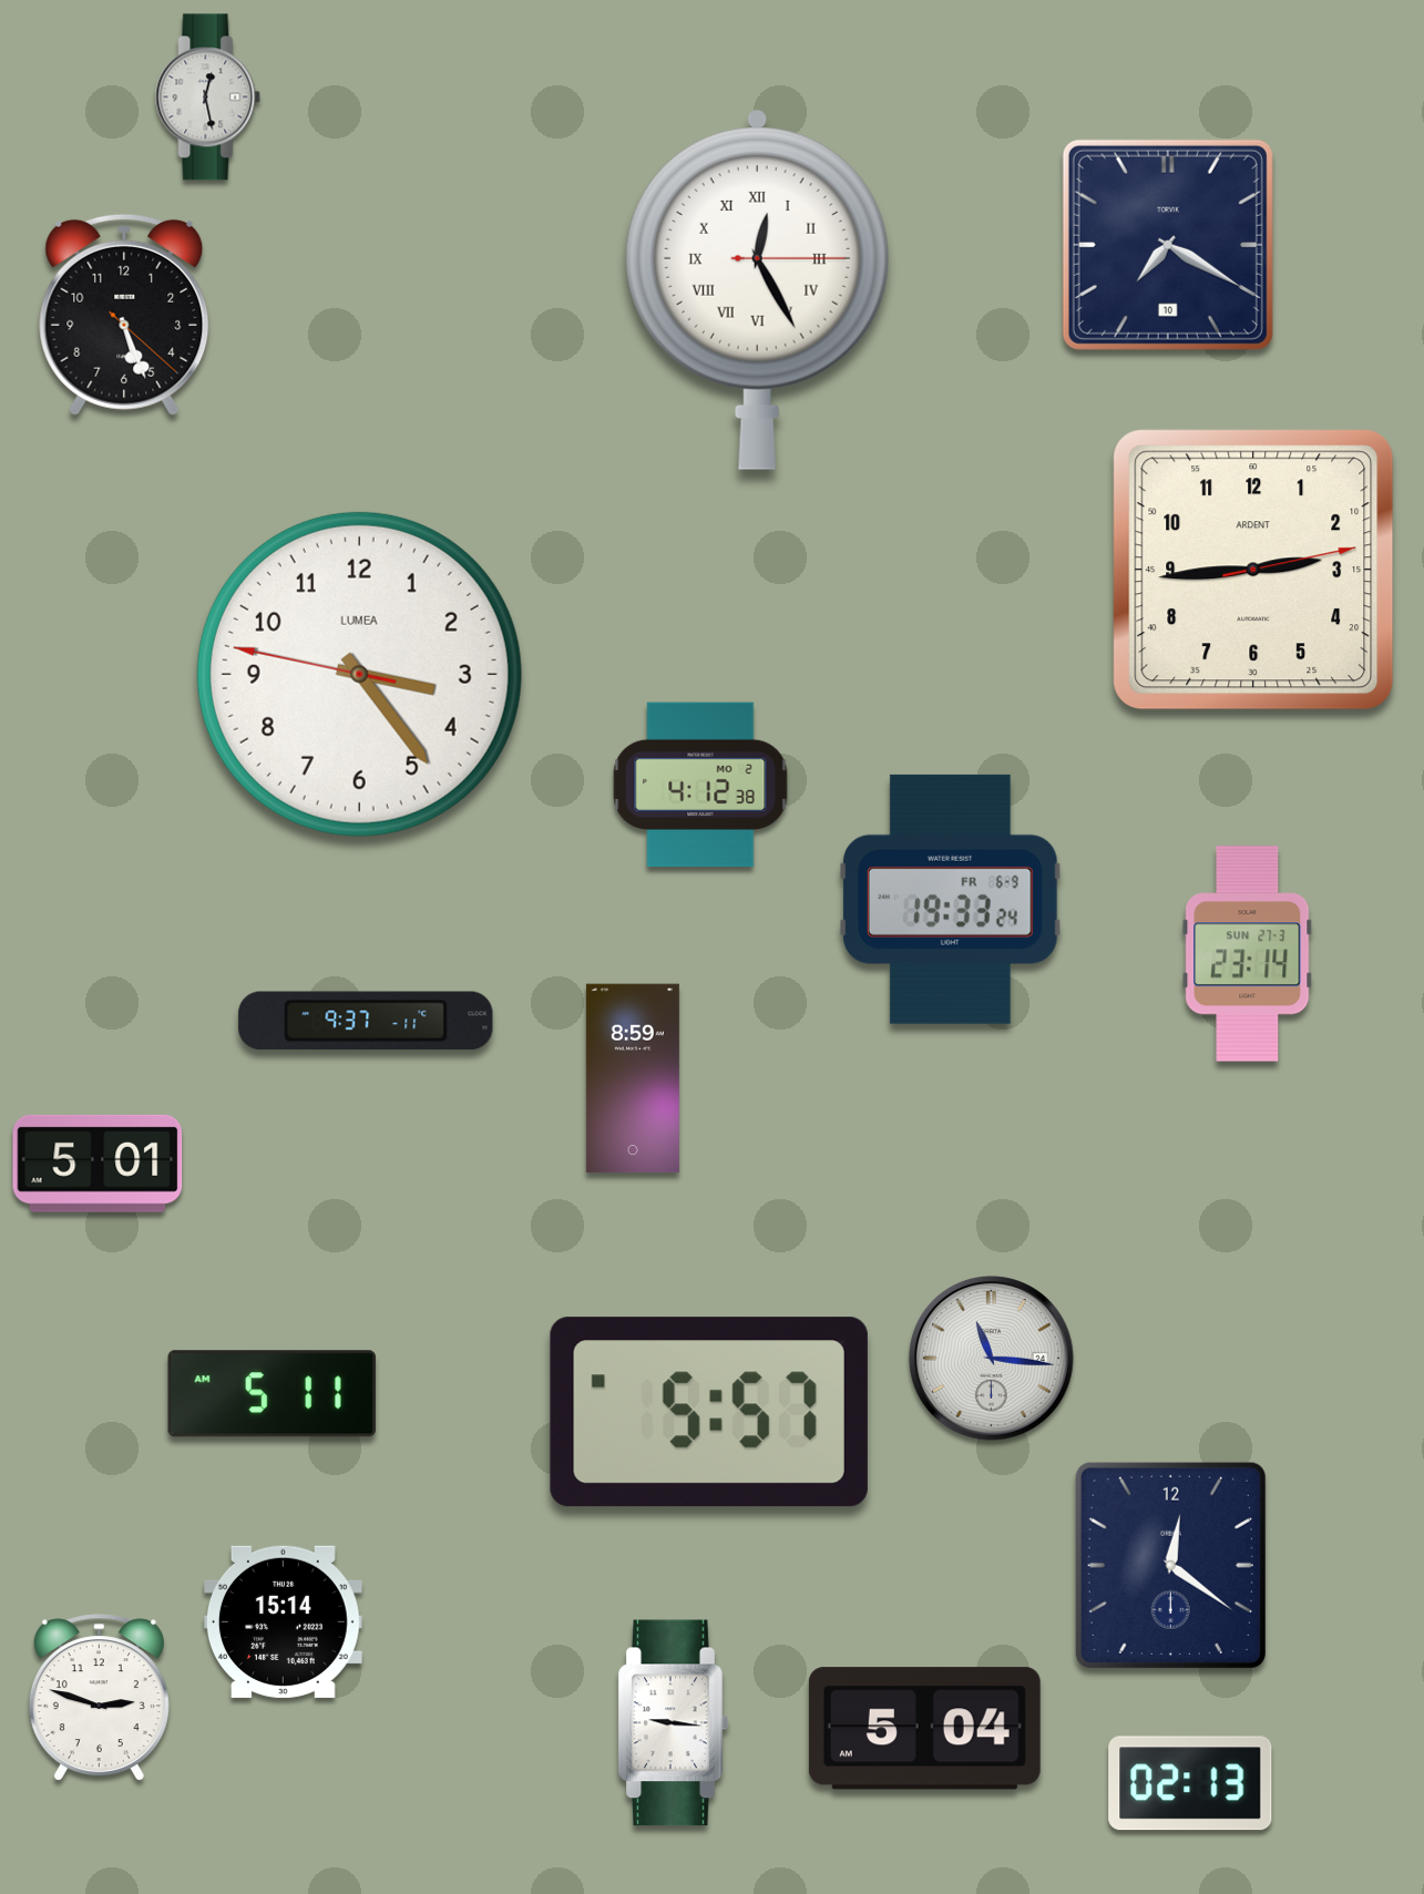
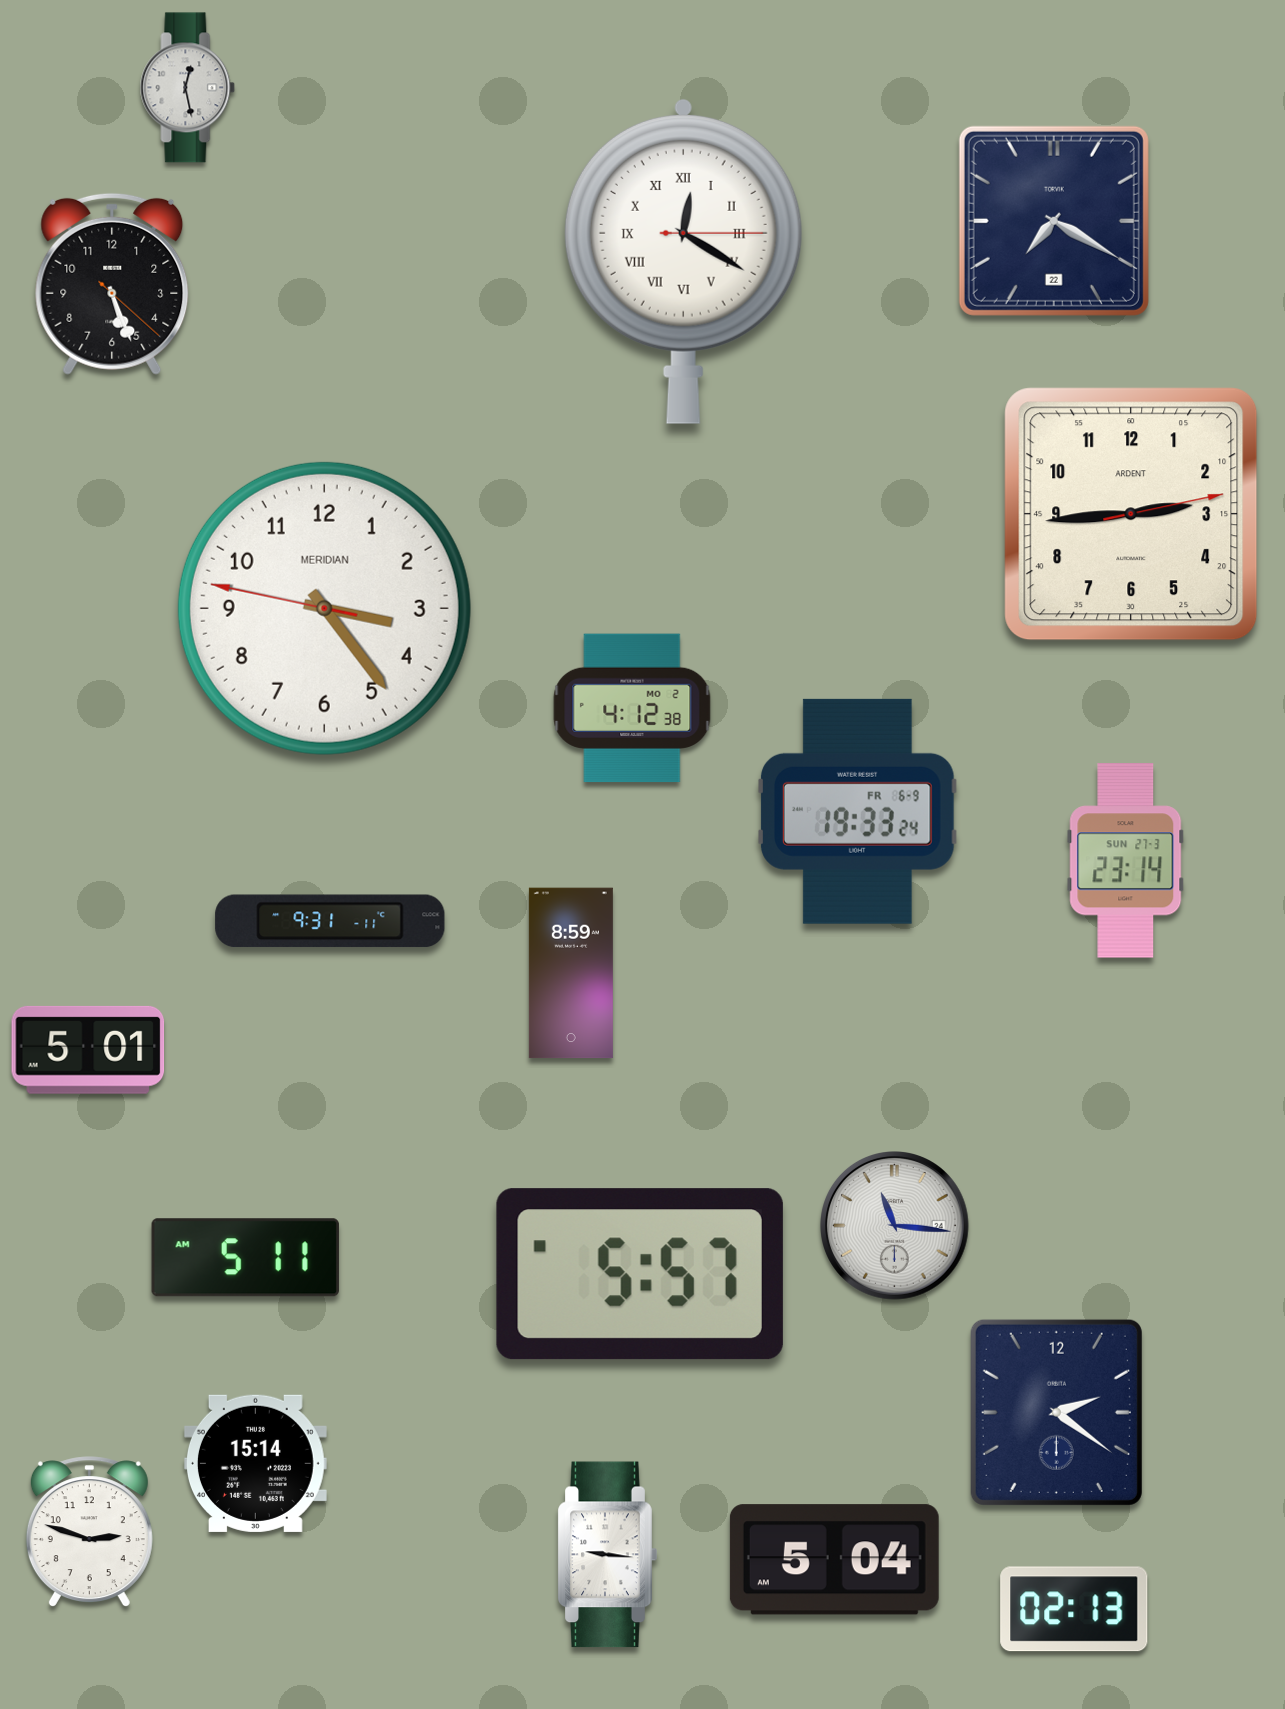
clock at (1168, 245) date: 10 -> 22
clock at (757, 289): 12:25 -> 12:20
clock at (359, 674) brand: LUMEA -> MERIDIAN
clock at (366, 1021): 9:37 -> 9:31
clock at (1170, 1565): 12:21 -> 2:21
